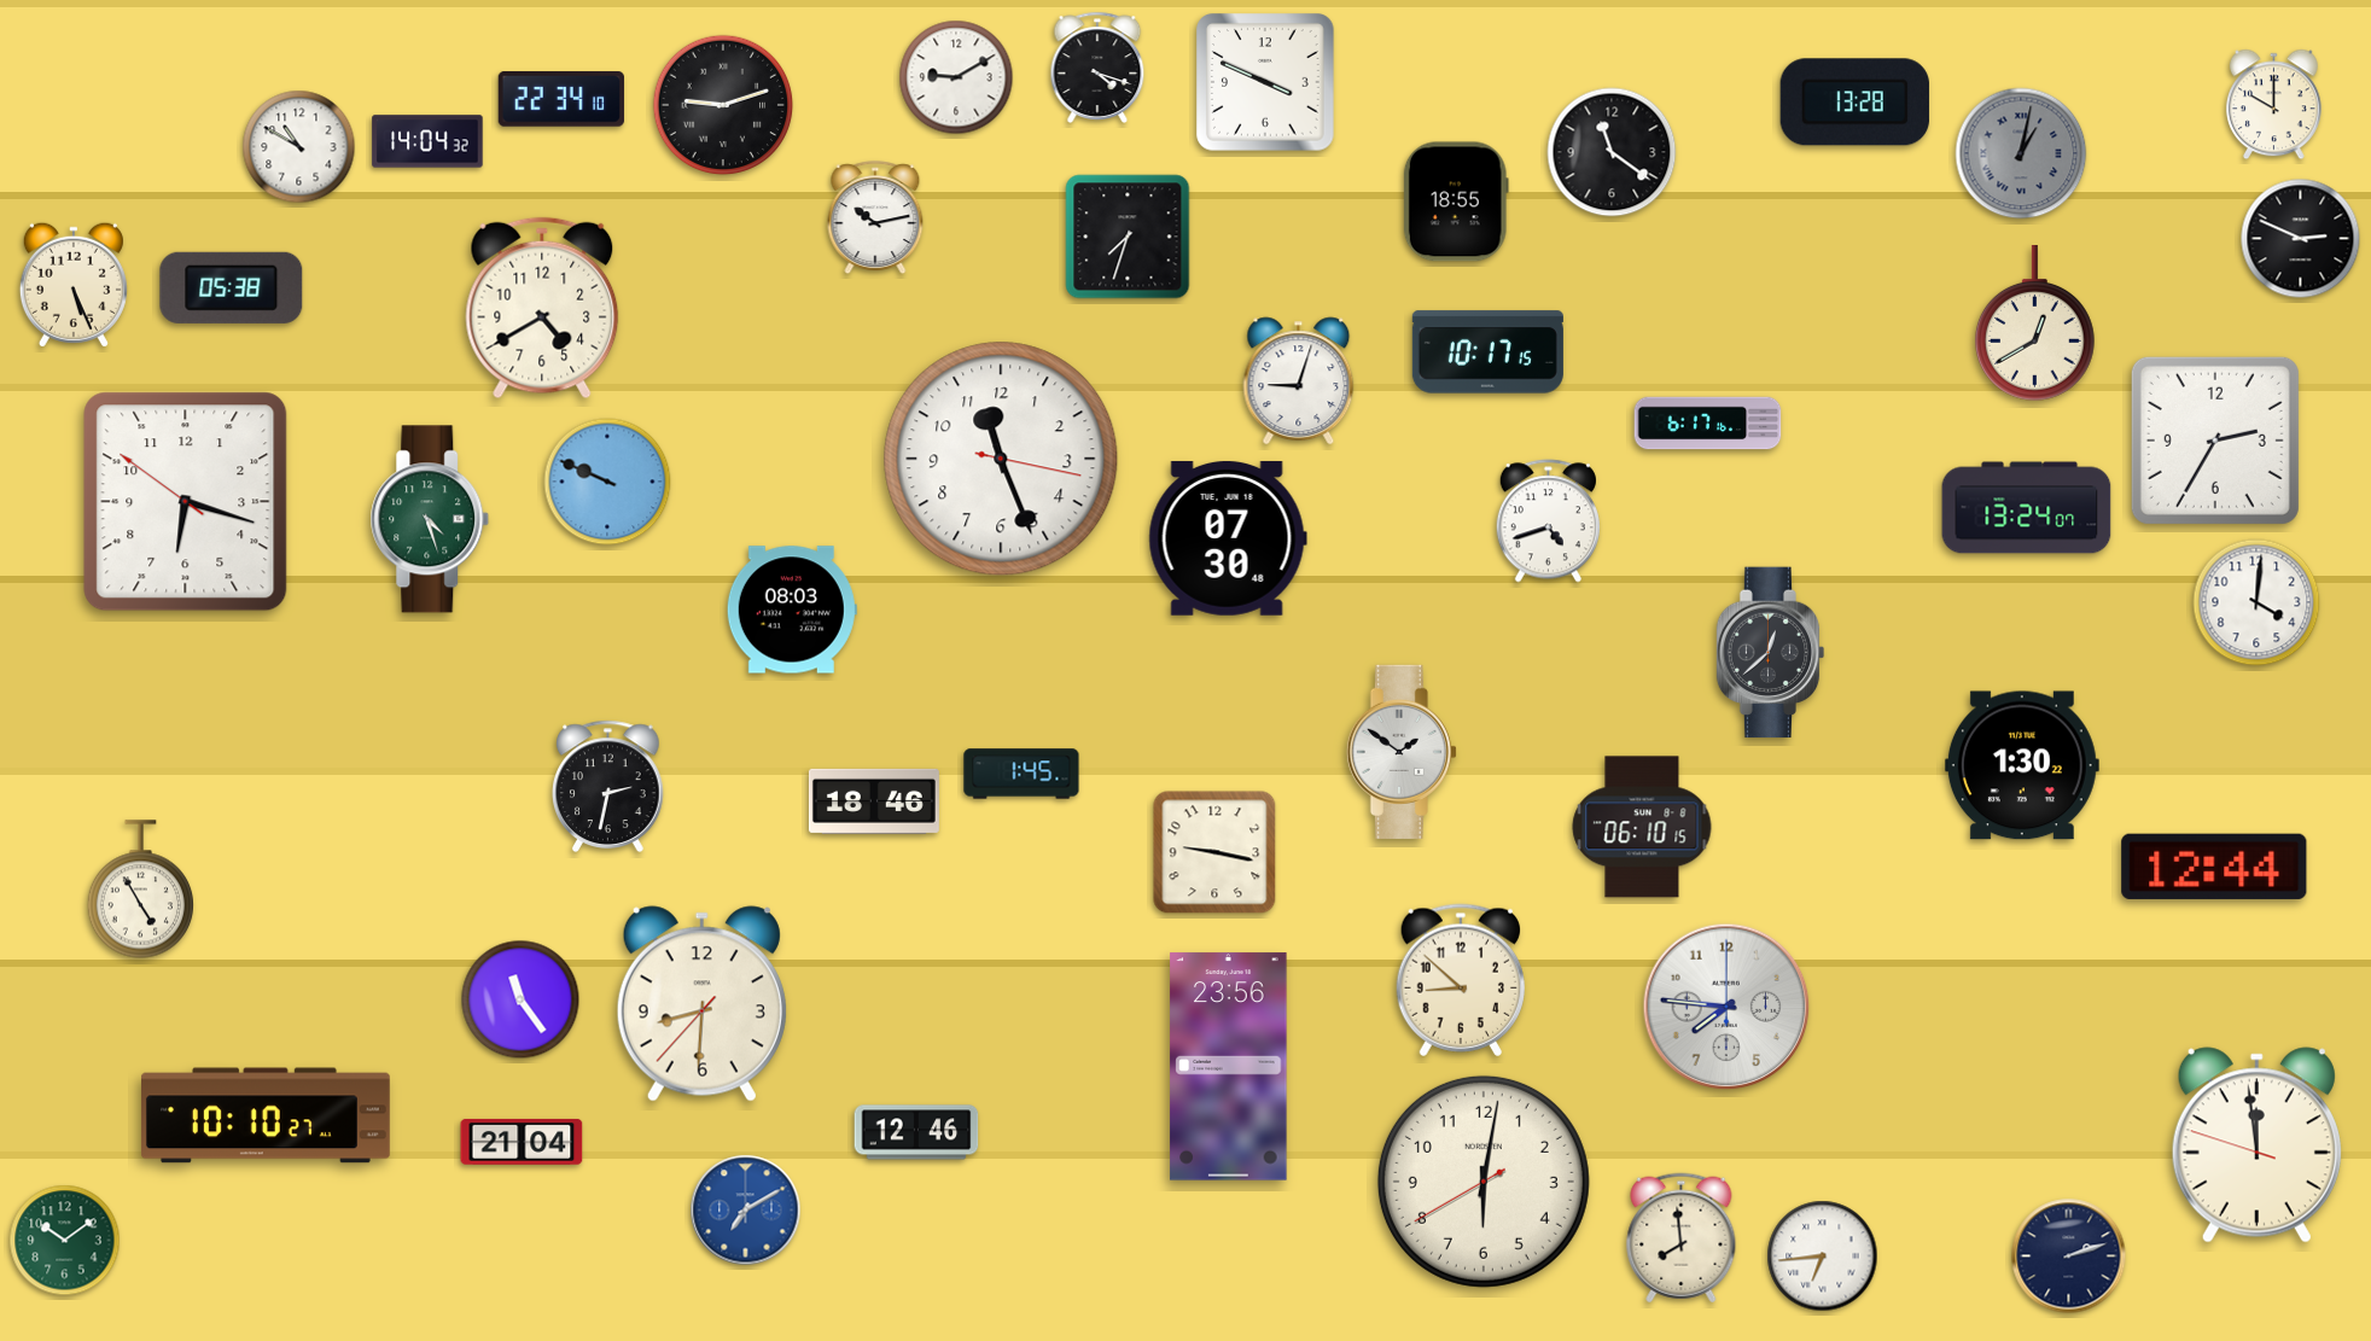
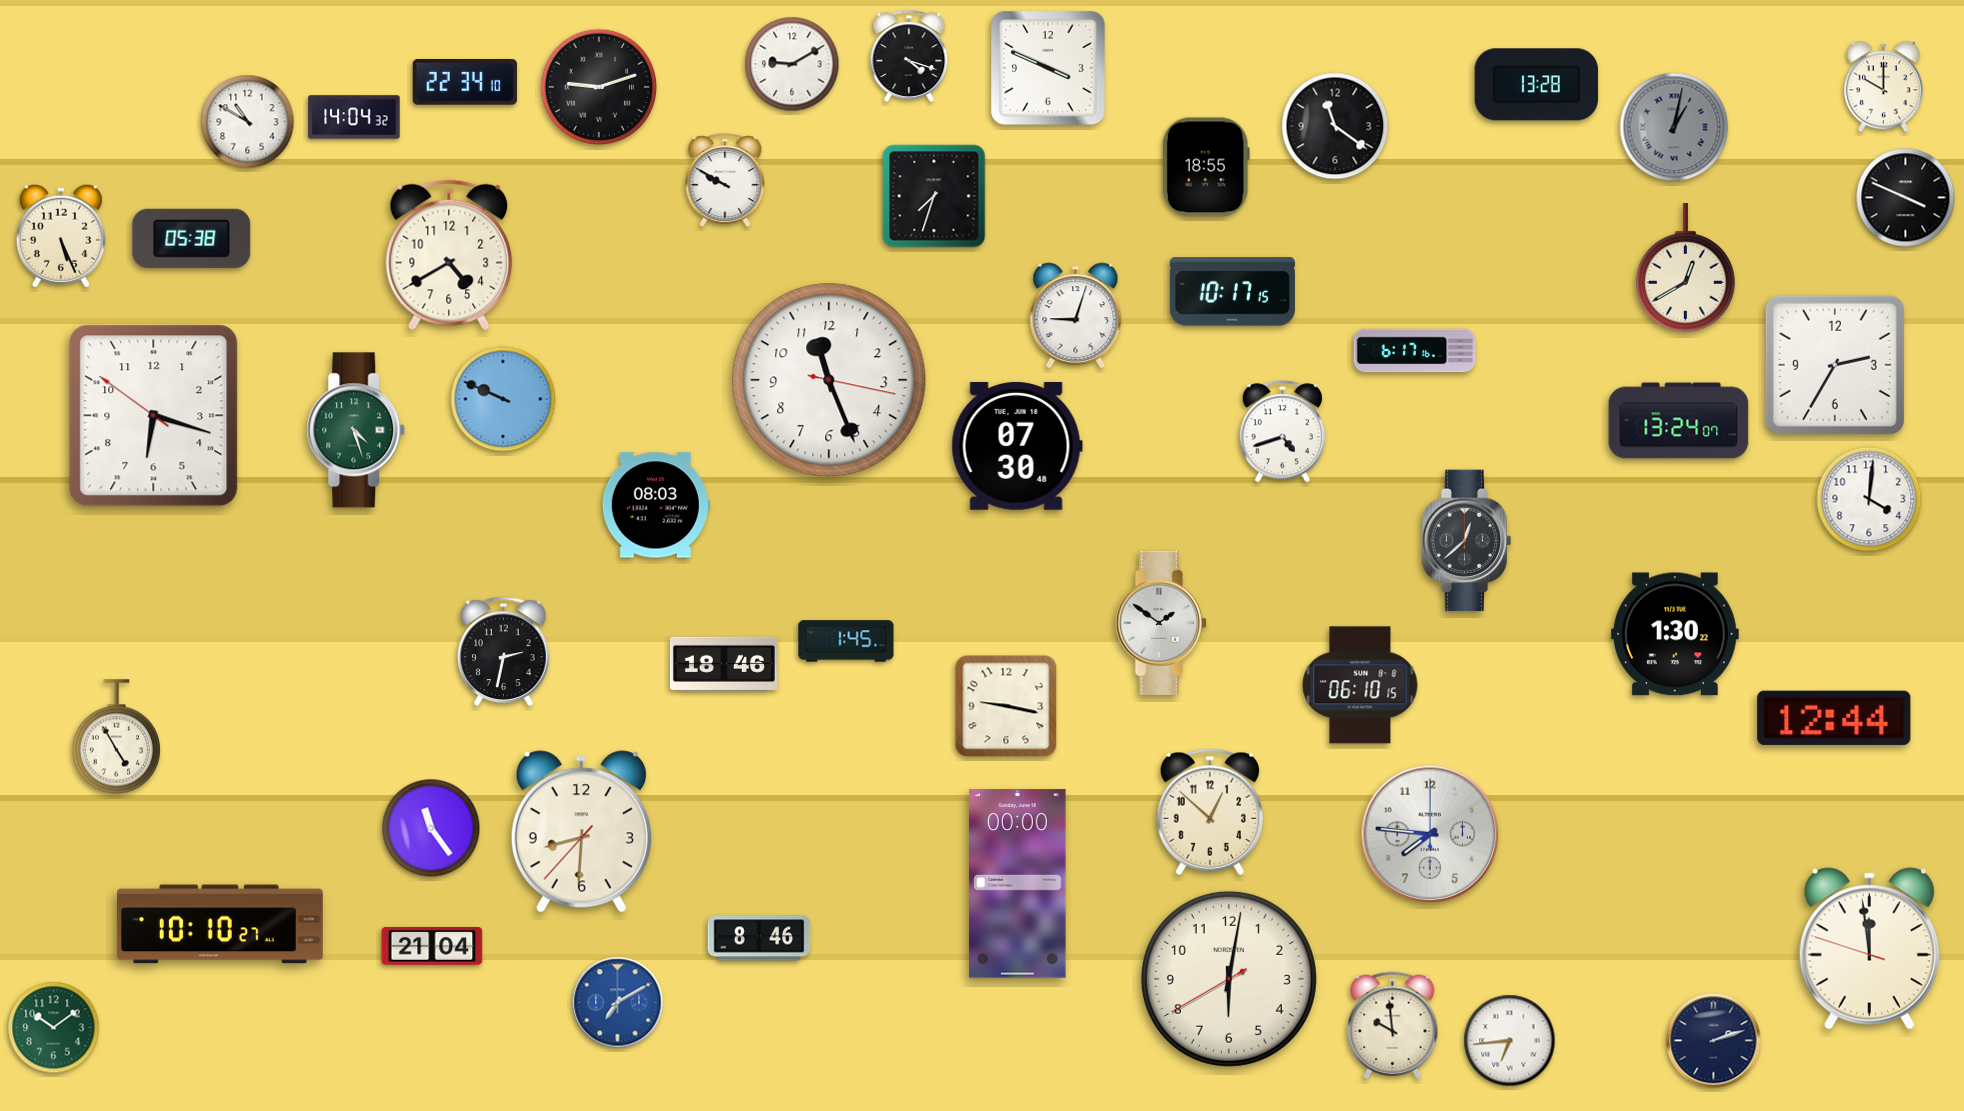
clock at (875, 218): 10:13 -> 9:50
clock at (2301, 239): 2:49 -> 3:49
clock at (1460, 980): 8:52 -> 12:52
clock at (1229, 1067): 23:56 -> 00:00
clock at (916, 1132): 12:46 -> 8:46
clock at (1682, 1238): 7:59 -> 9:59
